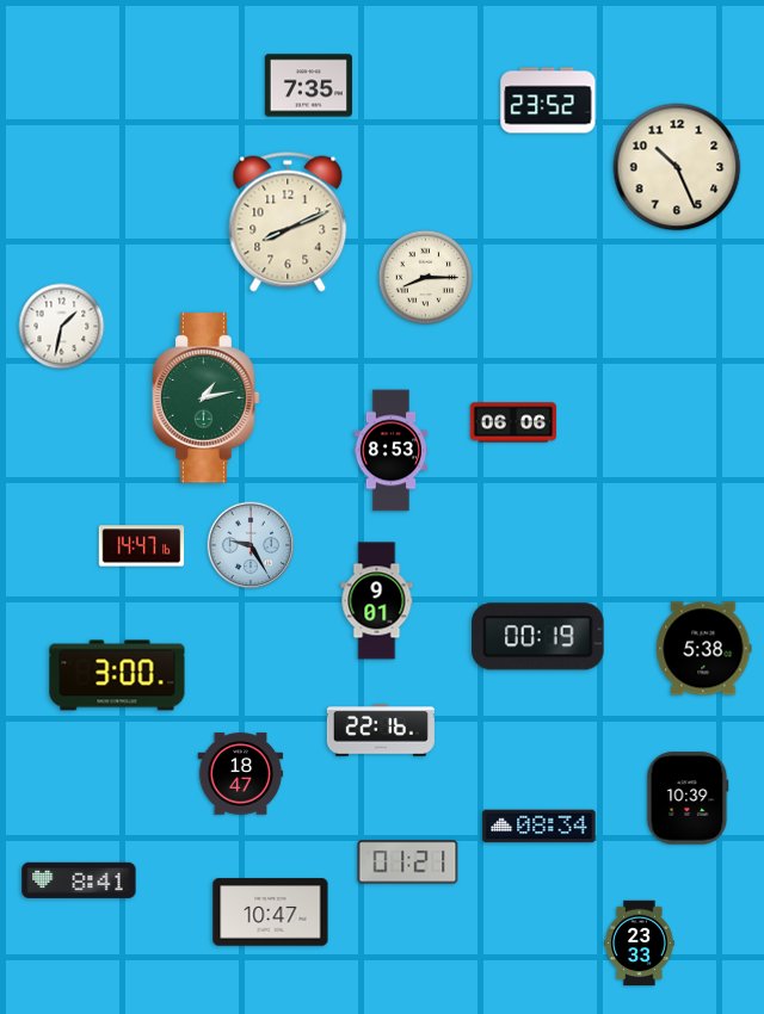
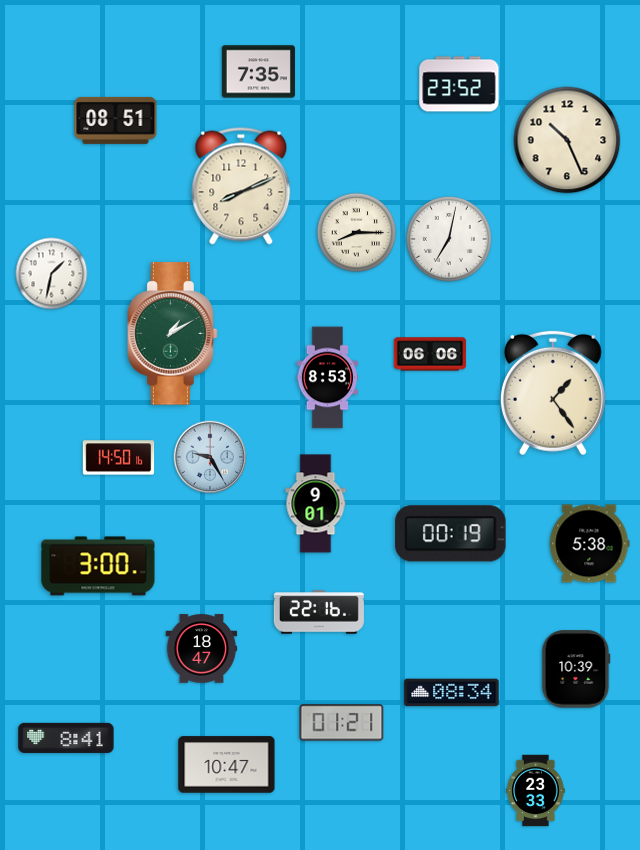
clock at (116, 120): none -> 08:51
clock at (449, 239): none -> 7:02
clock at (207, 398): 1:13 -> 1:10
clock at (553, 393): none -> 1:24
clock at (142, 546): 14:47 -> 14:50
